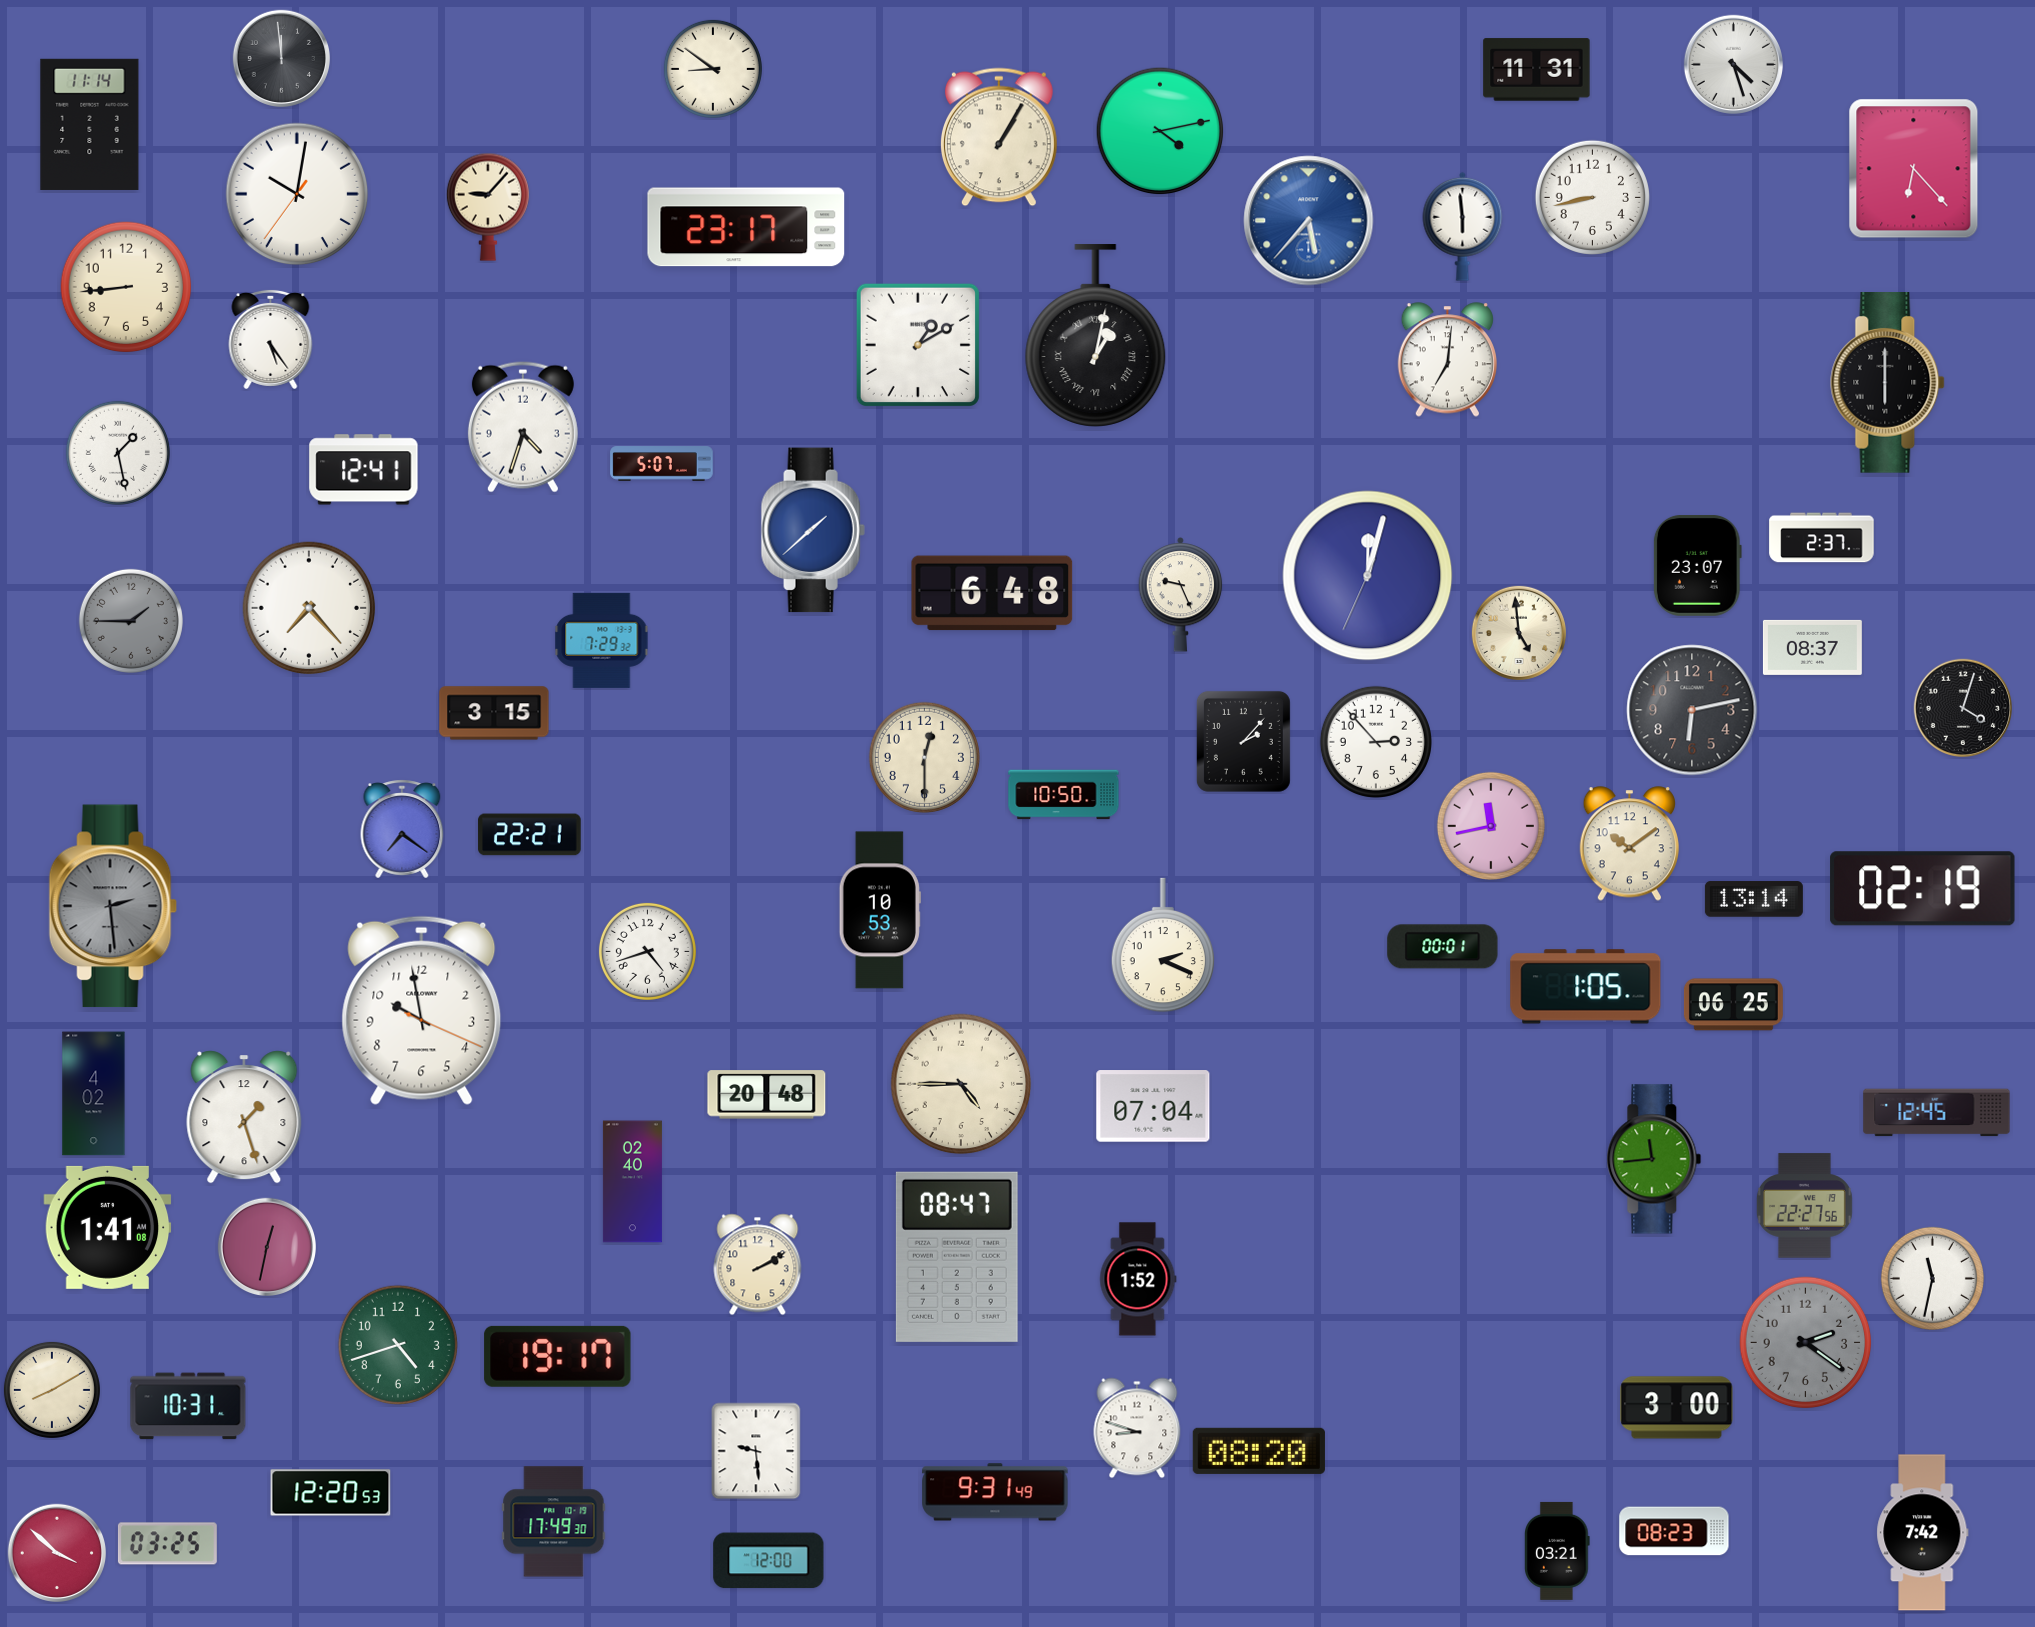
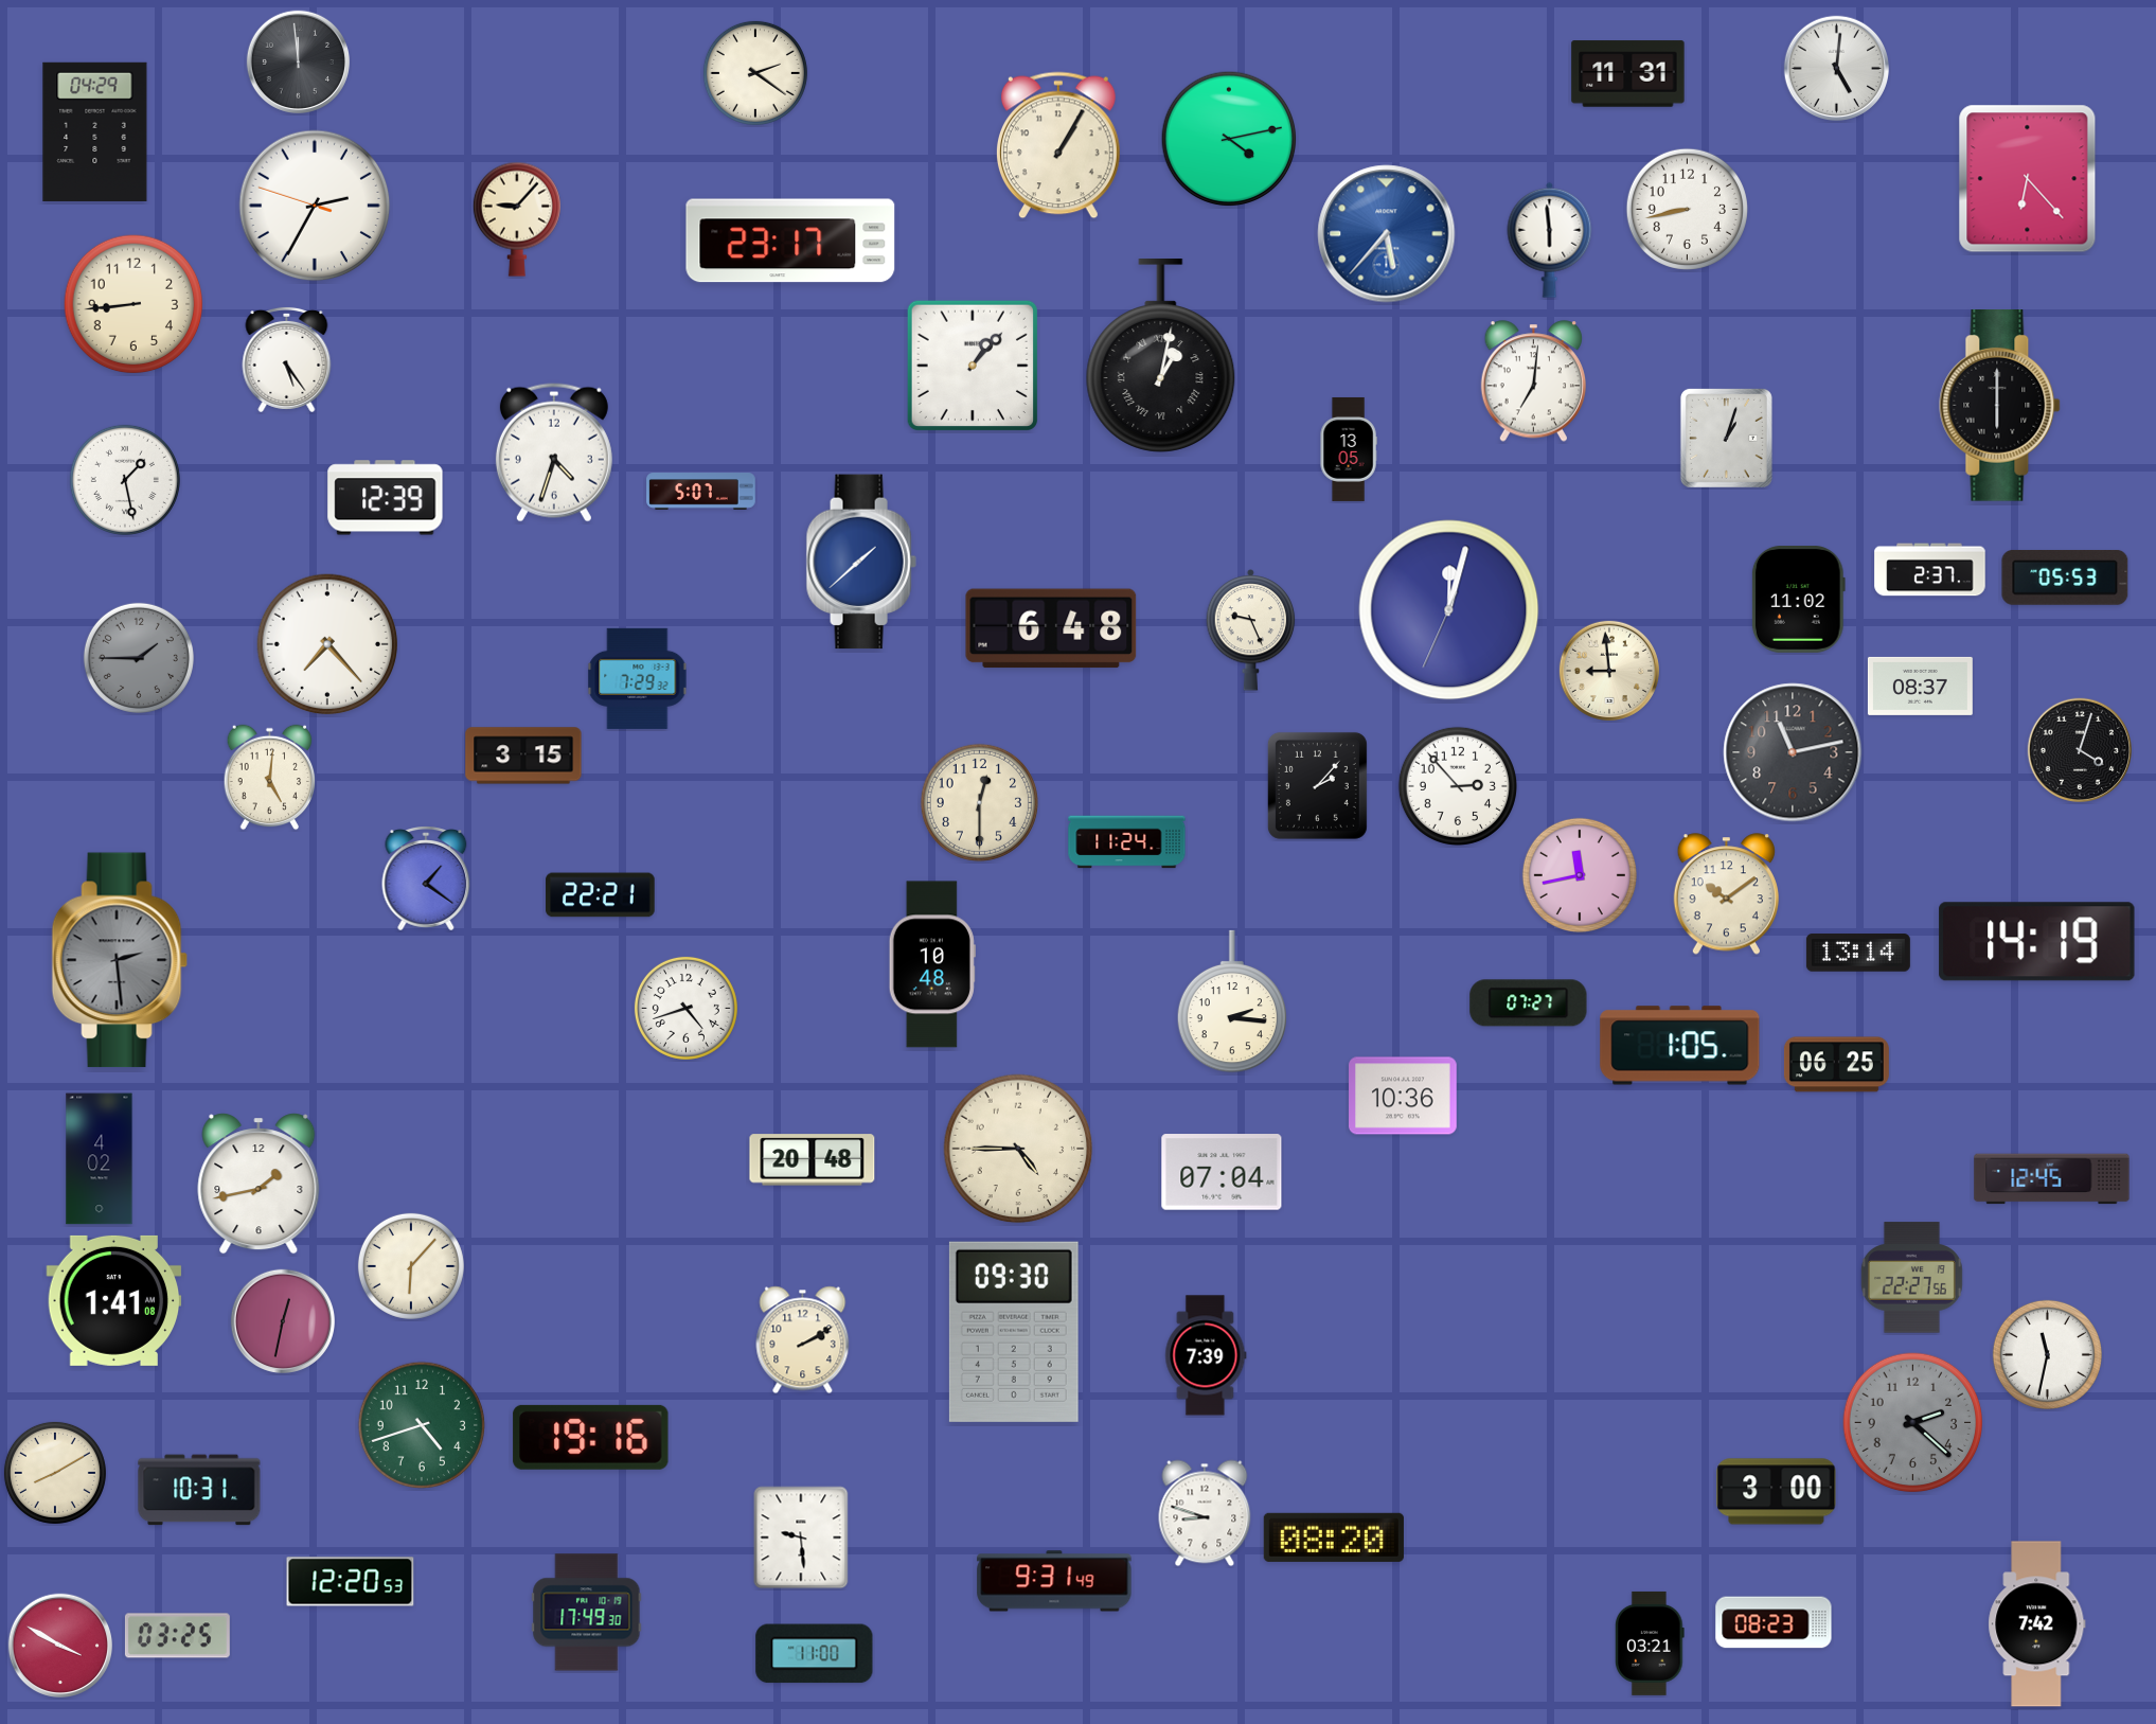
clock at (1734, 65): 4:27 -> 5:01
clock at (713, 69): 8:51 -> 2:21
clock at (90, 124): 11:14 -> 04:29
clock at (297, 194): 10:01 -> 2:34
clock at (917, 344): 1:10 -> 1:07
clock at (1726, 438): none -> 1:03
clock at (1349, 449): none -> 13:05
clock at (364, 470): 12:41 -> 12:39
clock at (2065, 579): none -> 05:53
clock at (1697, 566): 23:07 -> 11:02
clock at (1519, 633): 4:59 -> 8:59
clock at (1692, 710): 6:13 -> 11:13
clock at (270, 778): none -> 5:01
clock at (1064, 795): 10:50 -> 11:24
clock at (402, 829): 7:21 -> 1:21
clock at (530, 835) position: (530, 835) -> (601, 895)
clock at (1923, 889): 02:19 -> 14:19
clock at (880, 910): 10:53 -> 10:48
clock at (1162, 945): 2:19 -> 2:16
clock at (1443, 947): 00:01 -> 07:27
clock at (422, 1010): 9:58 -> none
clock at (1403, 1096): none -> 10:36
clock at (244, 1117): 1:27 -> 1:43
clock at (1654, 1159): 11:44 -> none
clock at (632, 1182): 02:40 -> none
clock at (411, 1266): none -> 6:07
clock at (957, 1257): 08:47 -> 09:30
clock at (1138, 1279): 1:52 -> 7:39
clock at (1806, 1343): 2:21 -> 2:22
clock at (558, 1356): 19:17 -> 19:16
clock at (56, 1552): 3:52 -> 3:50
clock at (769, 1561): 12:00 -> 11:00
